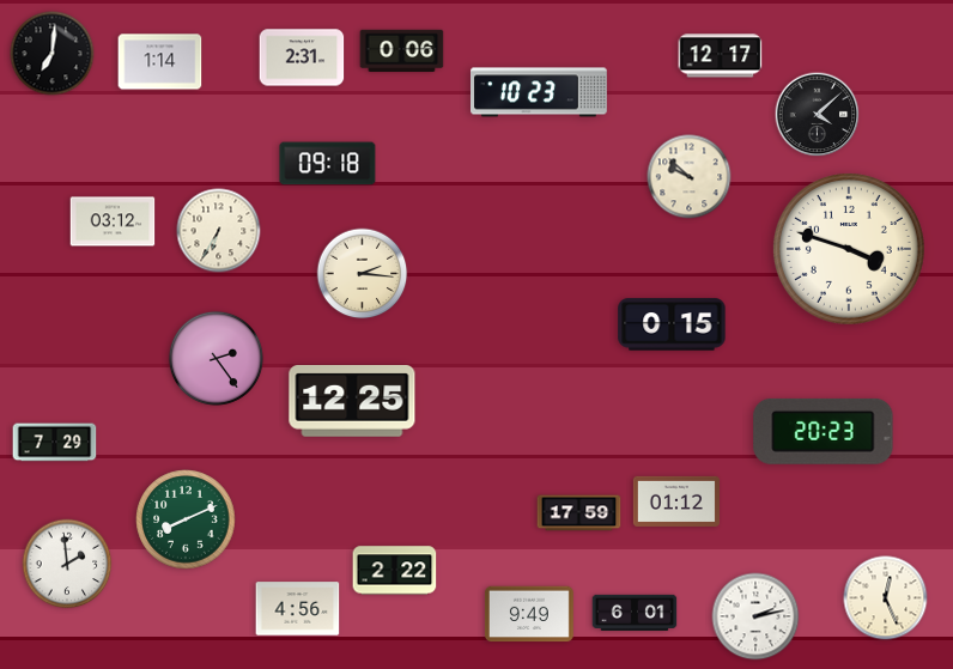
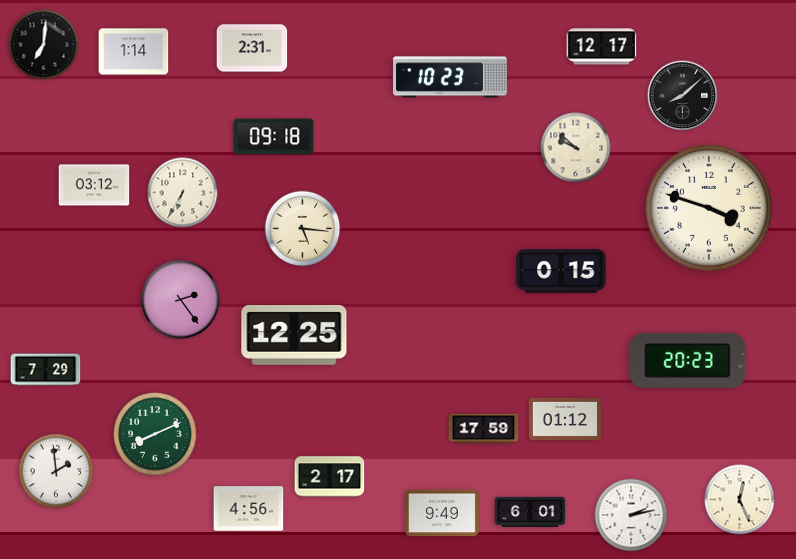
clock at (402, 51): 0:06 -> none
clock at (818, 115): 4:08 -> 8:08
clock at (363, 274): 2:16 -> 5:16
clock at (395, 571): 2:22 -> 2:17
